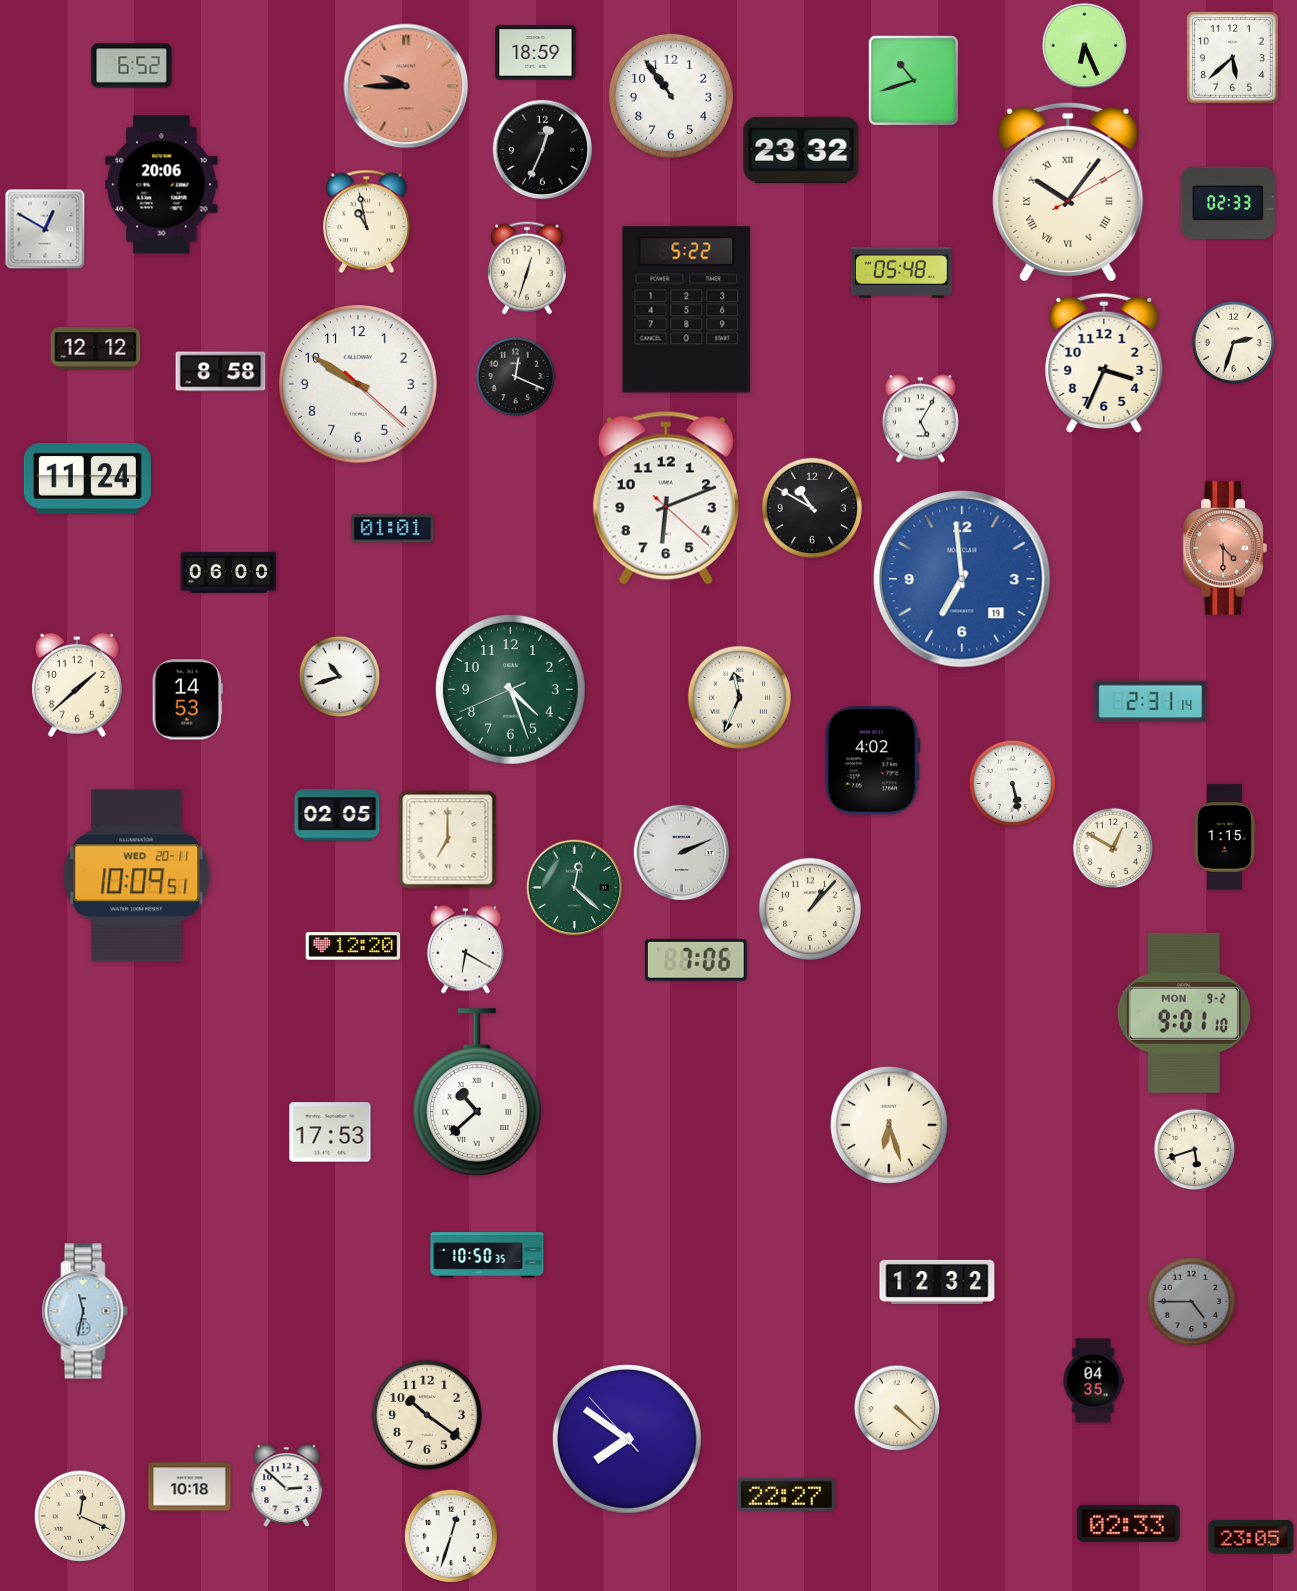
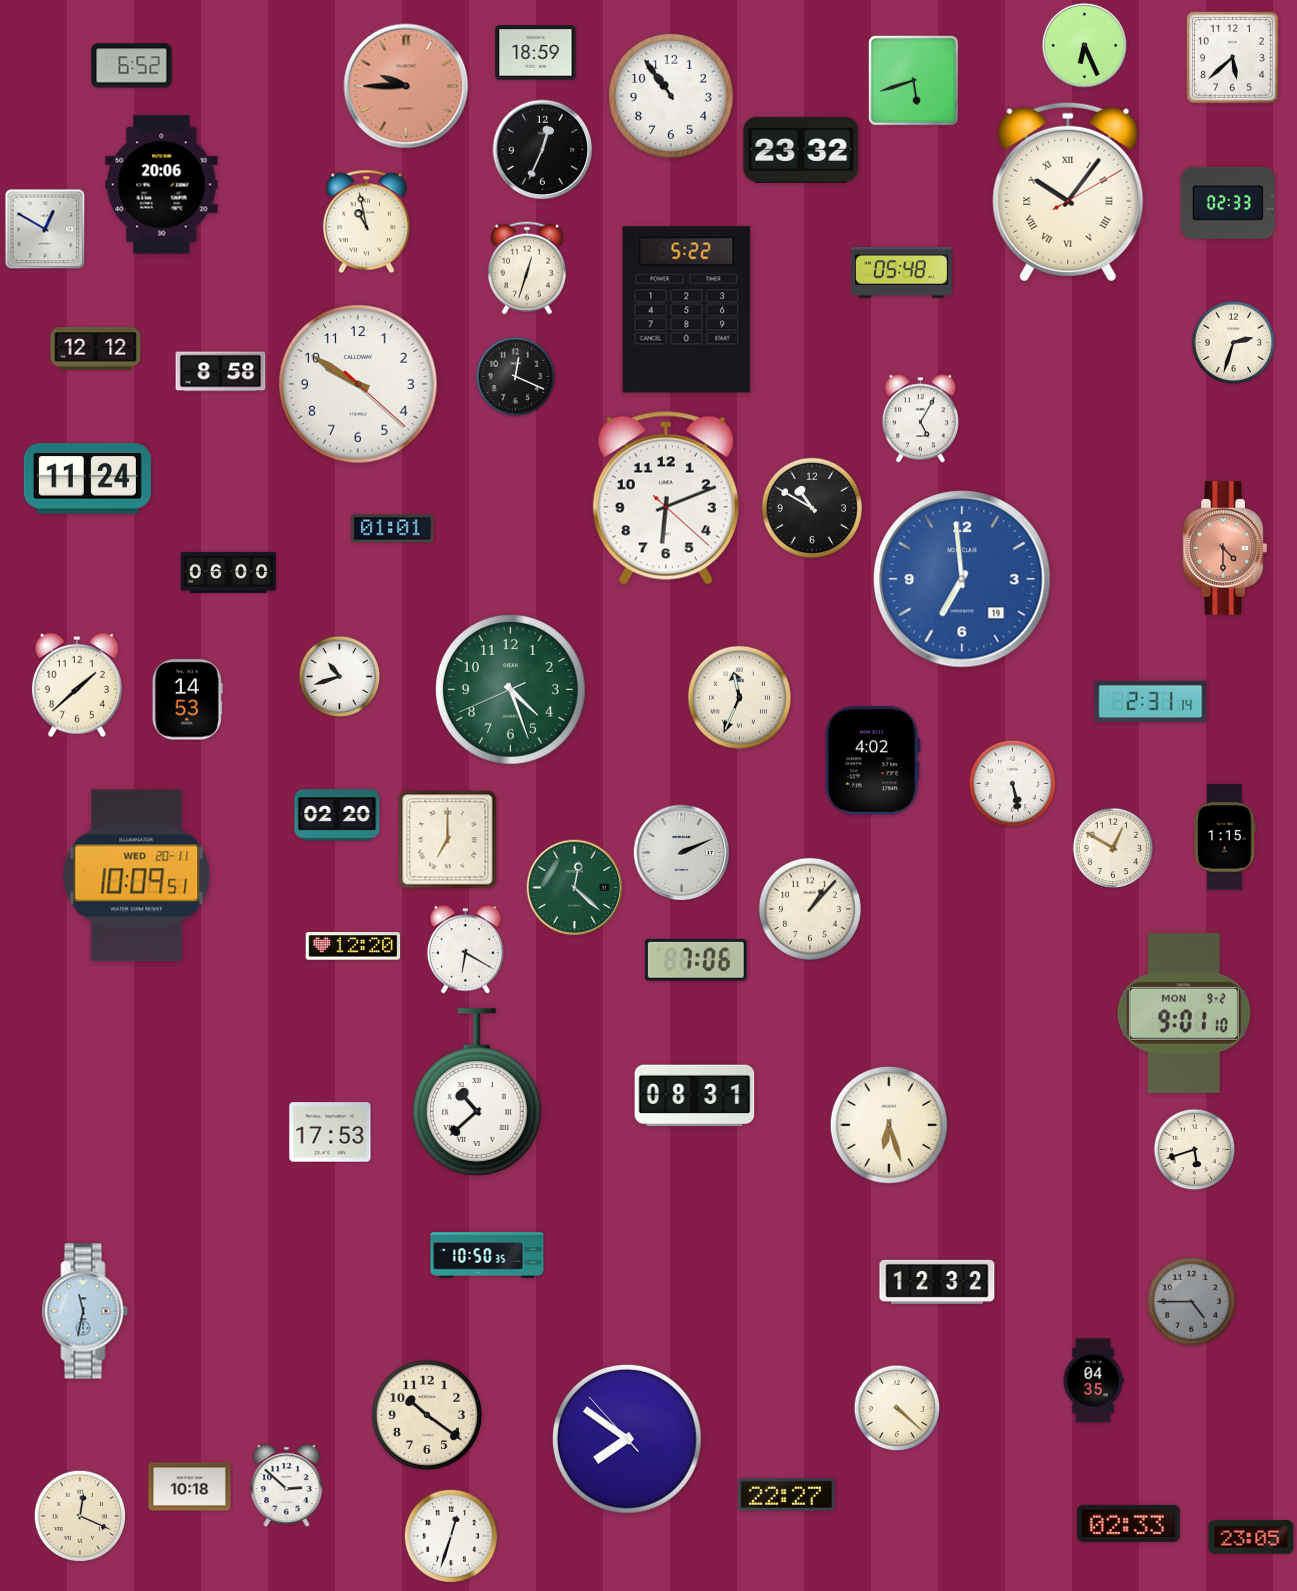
clock at (913, 80): 10:42 -> 5:42
clock at (1104, 363): 3:34 -> none
clock at (337, 815): 02:05 -> 02:20
clock at (695, 1096): none -> 08:31
